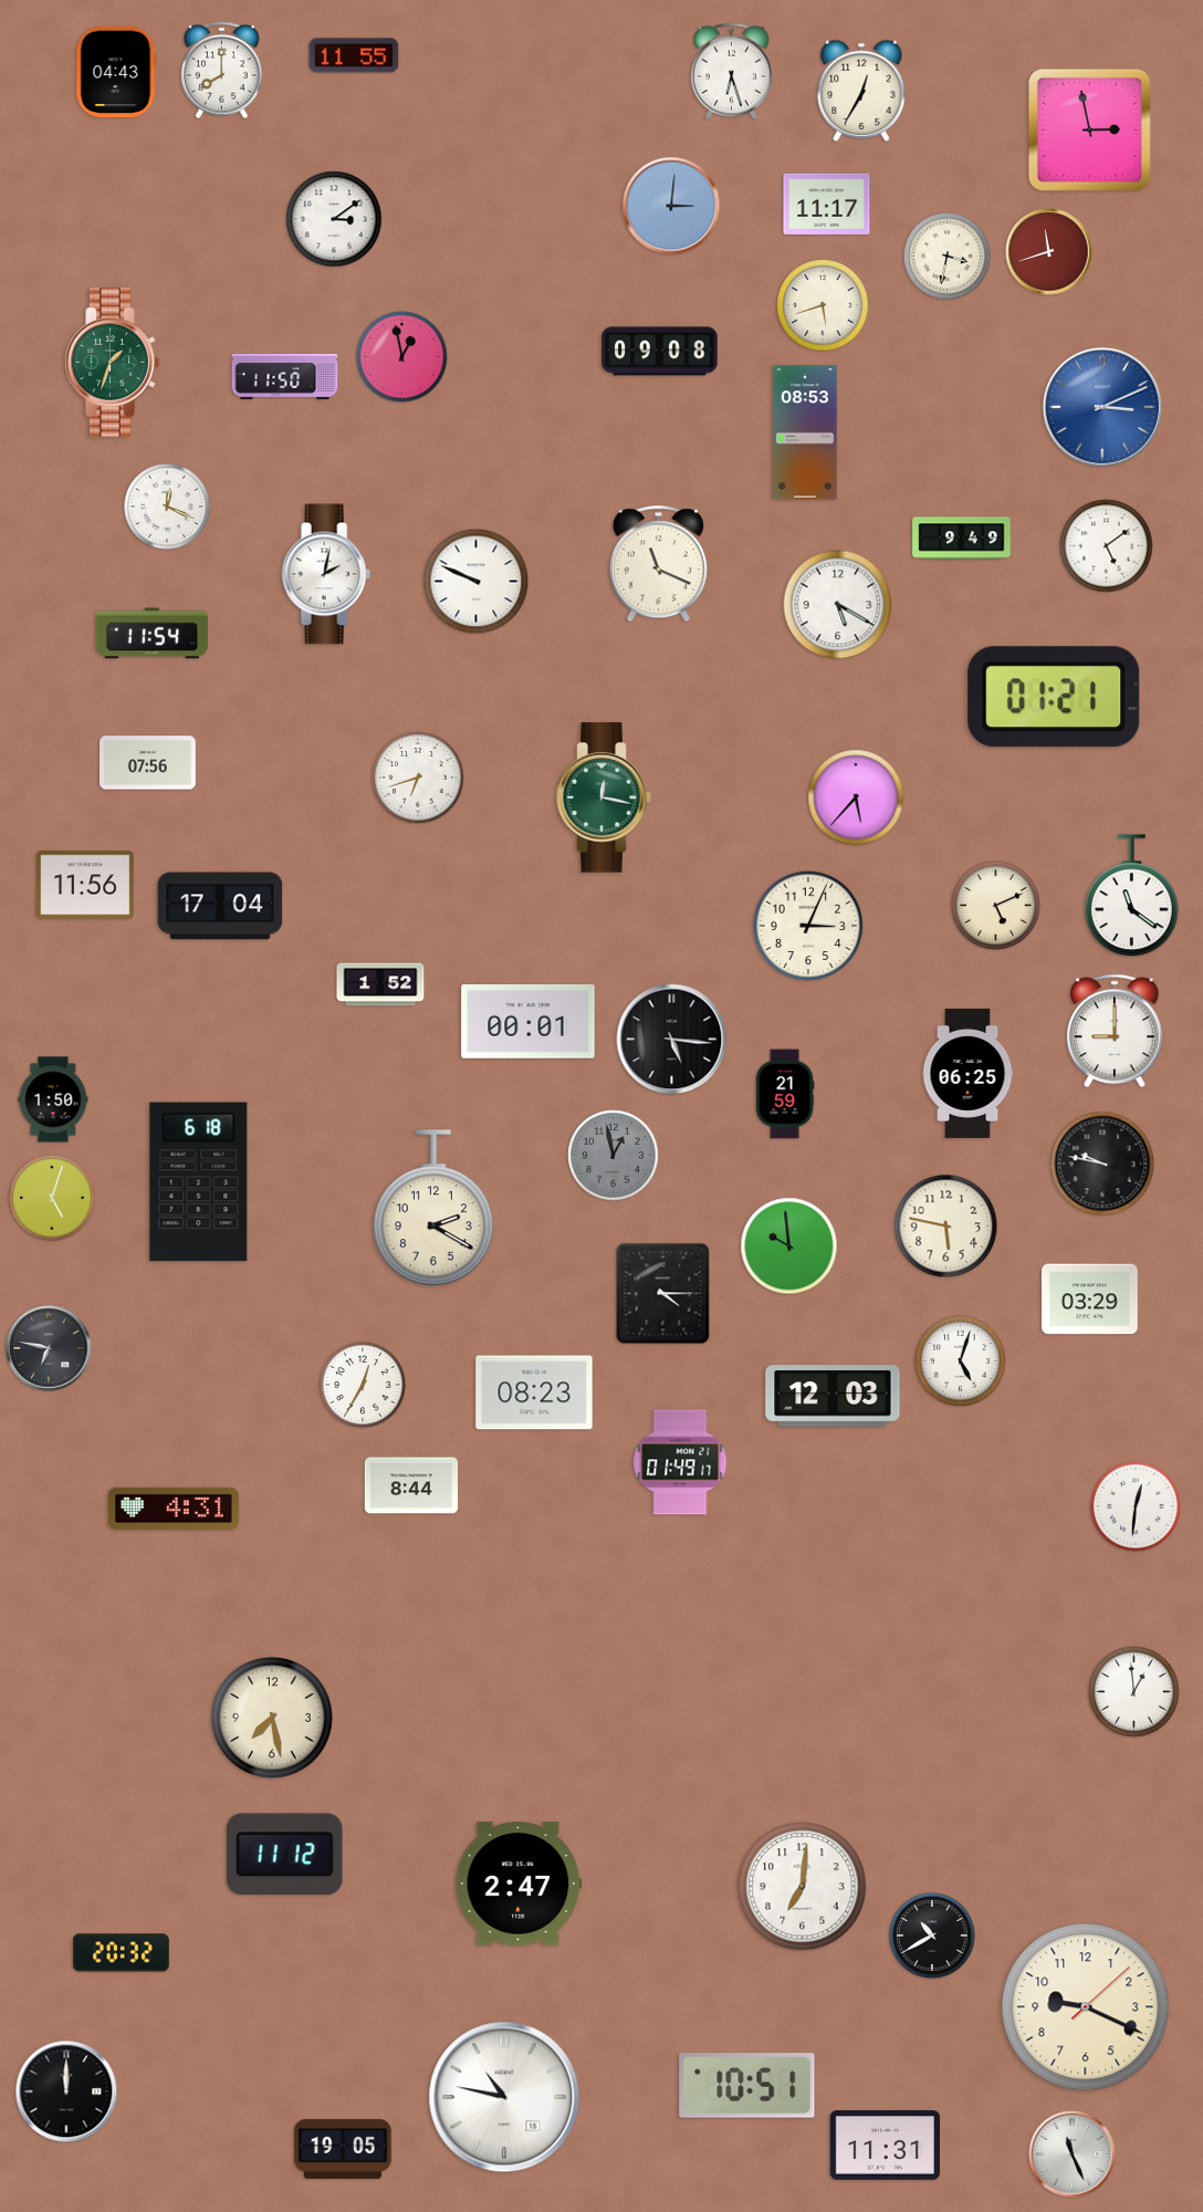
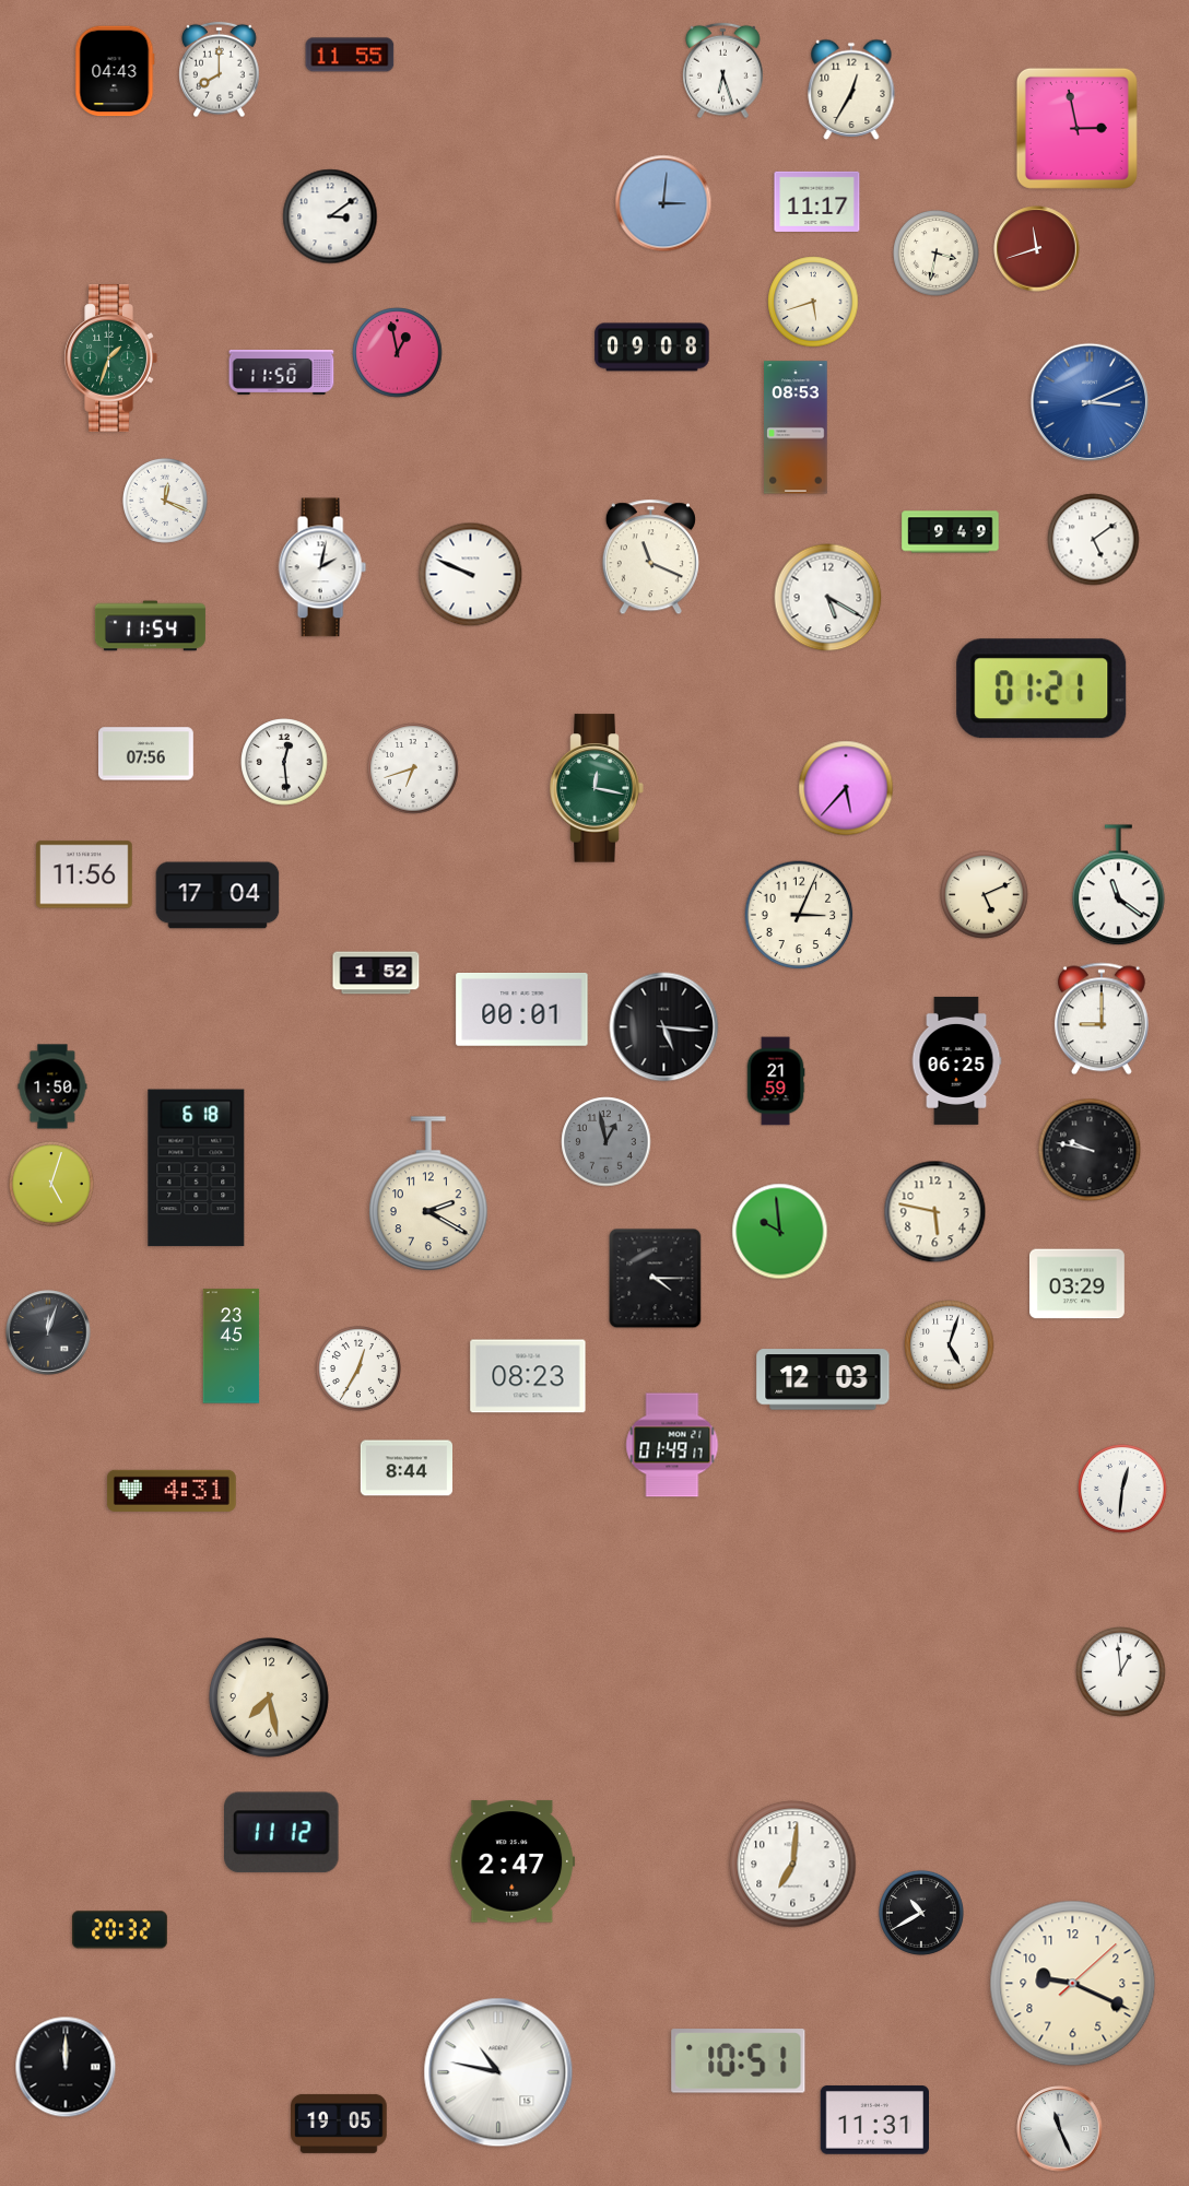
clock at (284, 762): none -> 12:29
clock at (49, 1348): 6:47 -> 12:03
clock at (232, 1347): none -> 23:45
